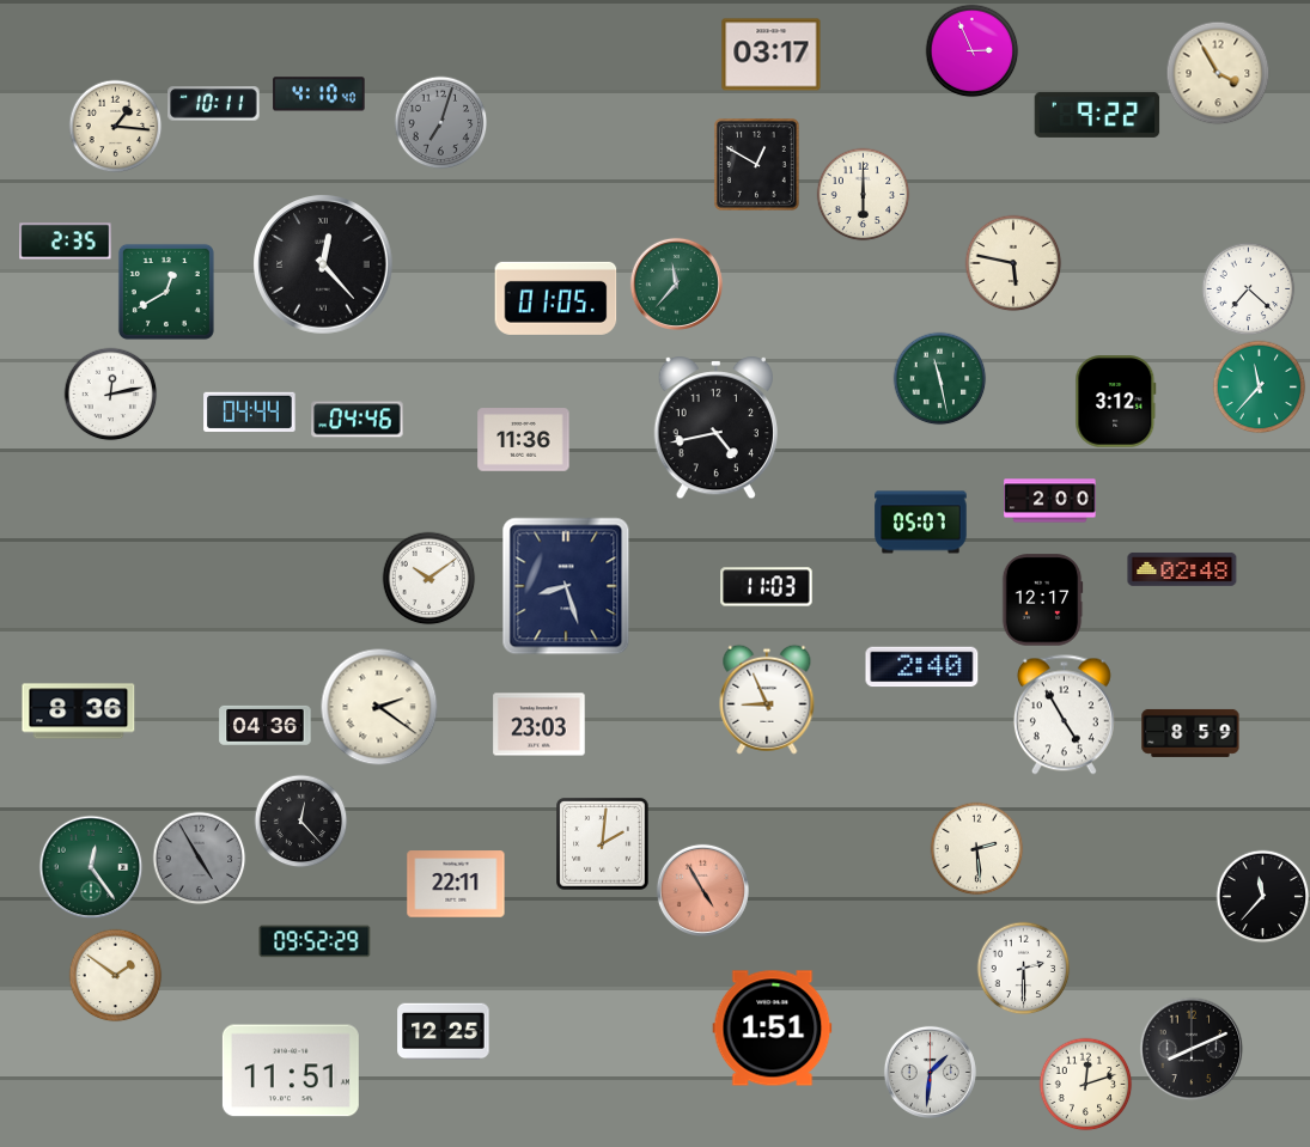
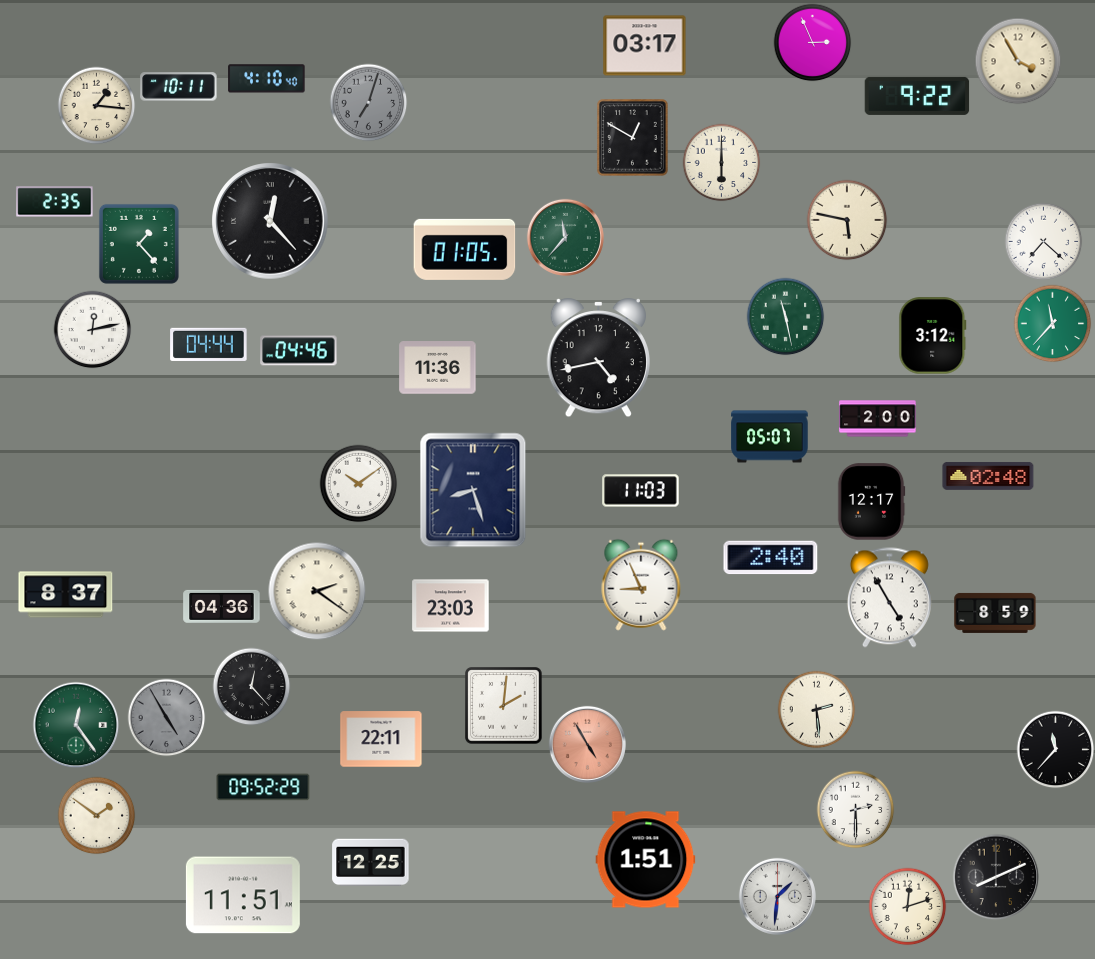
clock at (166, 292): 12:40 -> 1:23
clock at (79, 712): 8:36 -> 8:37
